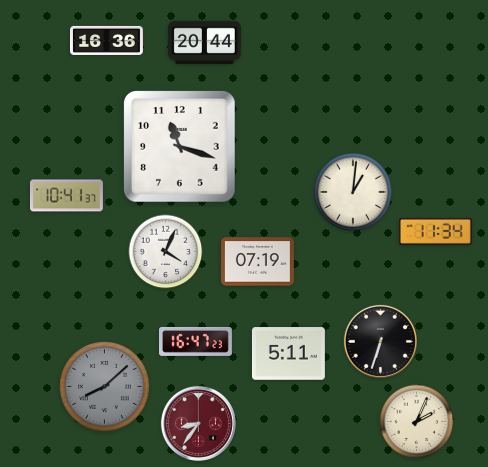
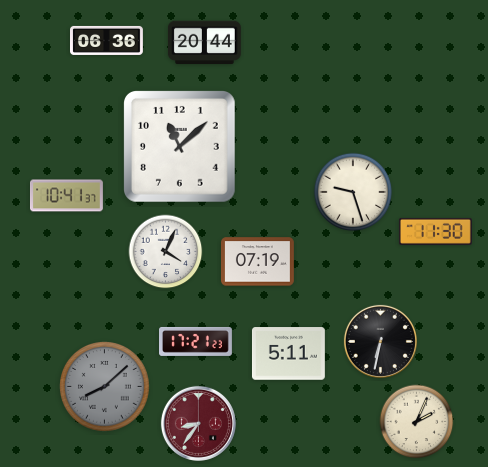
clock at (107, 40): 16:36 -> 06:36
clock at (180, 147): 11:18 -> 11:08
clock at (353, 192): 1:01 -> 9:27
clock at (435, 231): 11:34 -> 11:30
clock at (196, 341): 16:47 -> 17:21
clock at (380, 341): 6:33 -> 6:32
